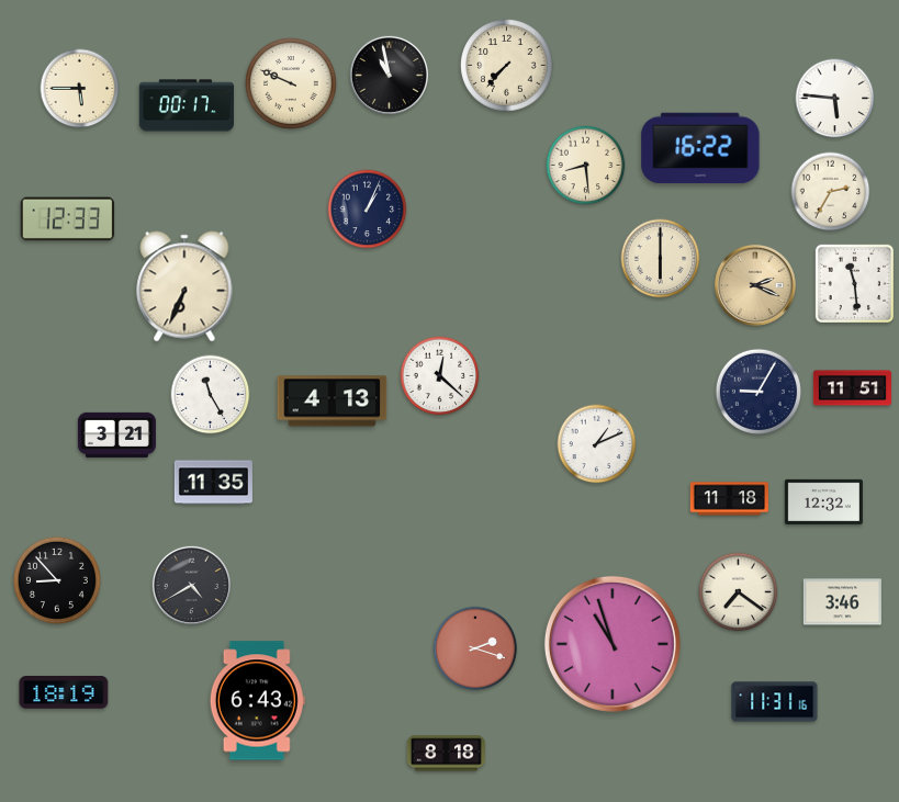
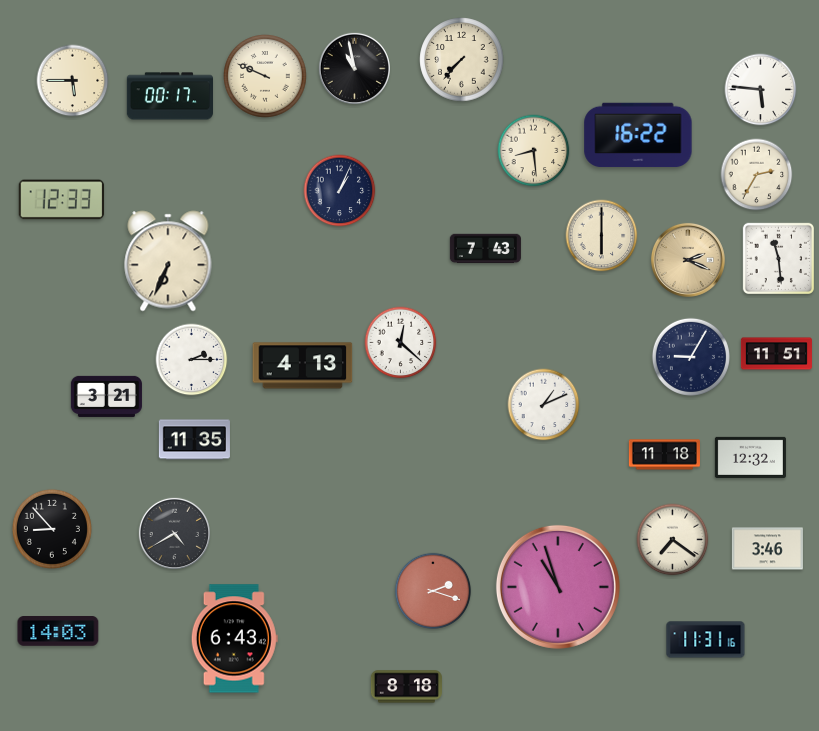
clock at (368, 210) position: (368, 210) -> (340, 191)
clock at (485, 249): none -> 7:43
clock at (211, 395): 11:25 -> 2:15
clock at (64, 692): 18:19 -> 14:03
